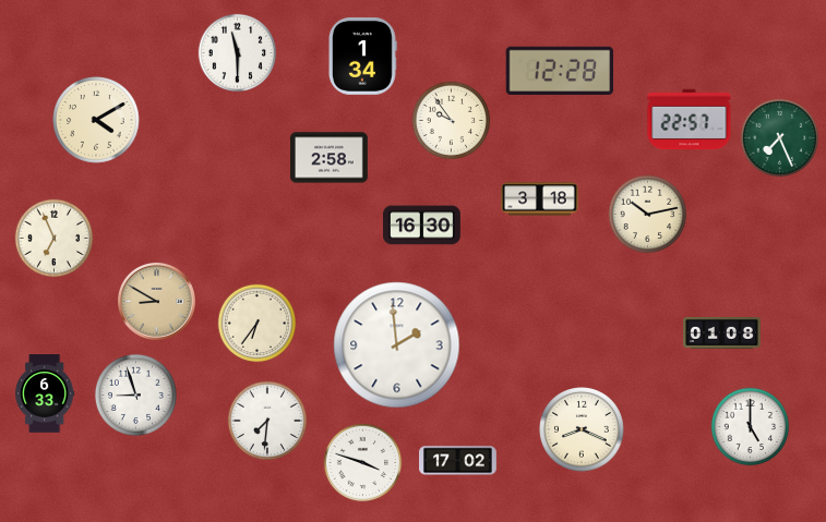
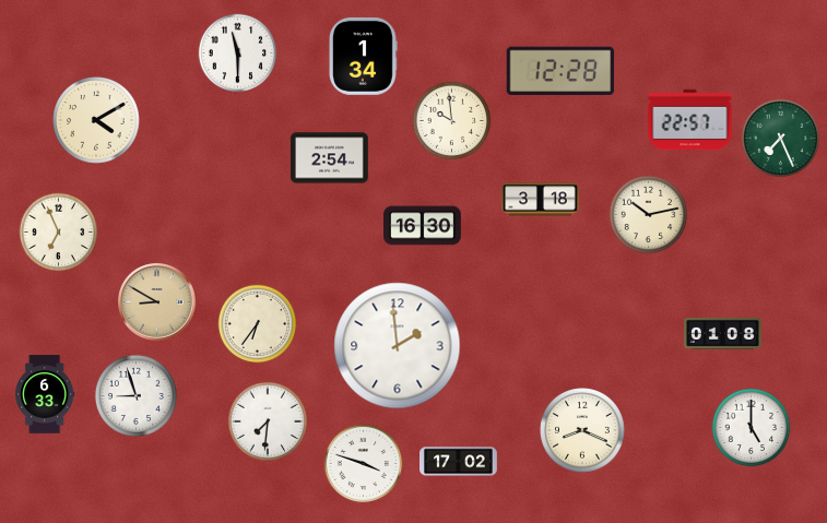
clock at (452, 121): 9:54 -> 9:59
clock at (330, 158): 2:58 -> 2:54
clock at (55, 239) position: (55, 239) -> (59, 233)
